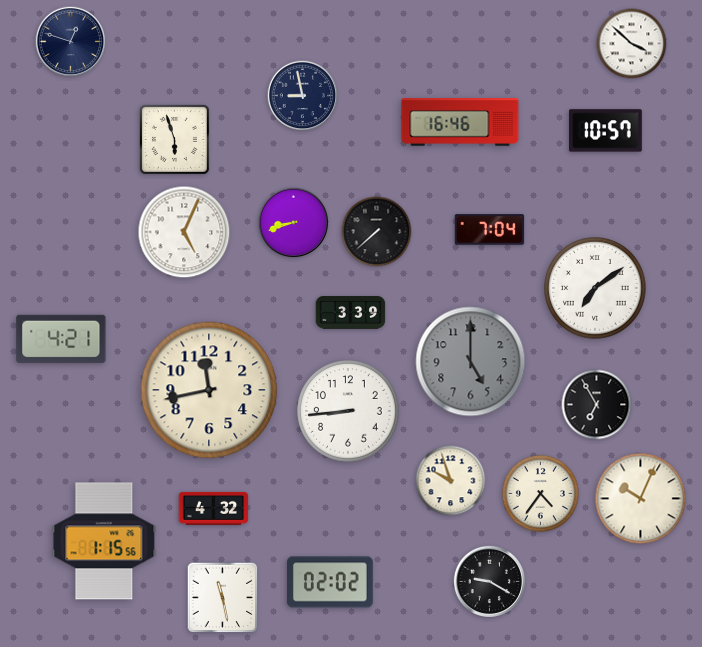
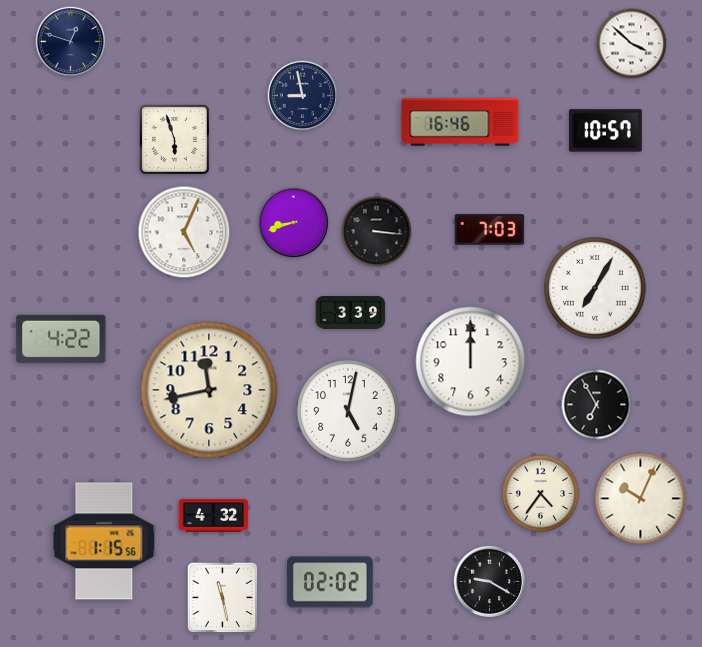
clock at (490, 230): 7:04 -> 7:03
clock at (377, 232): 7:38 -> 3:16
clock at (595, 288): 7:09 -> 7:05
clock at (61, 339): 4:21 -> 4:22
clock at (471, 362): 5:00 -> 12:00
clock at (471, 362) dial: grey -> white
clock at (348, 411): 8:44 -> 5:02
clock at (451, 481): 9:57 -> none
clock at (214, 508) position: (214, 508) -> (214, 515)
